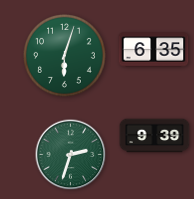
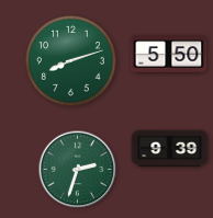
clock at (154, 50): 6:35 -> 5:50
clock at (64, 55): 6:03 -> 8:12
